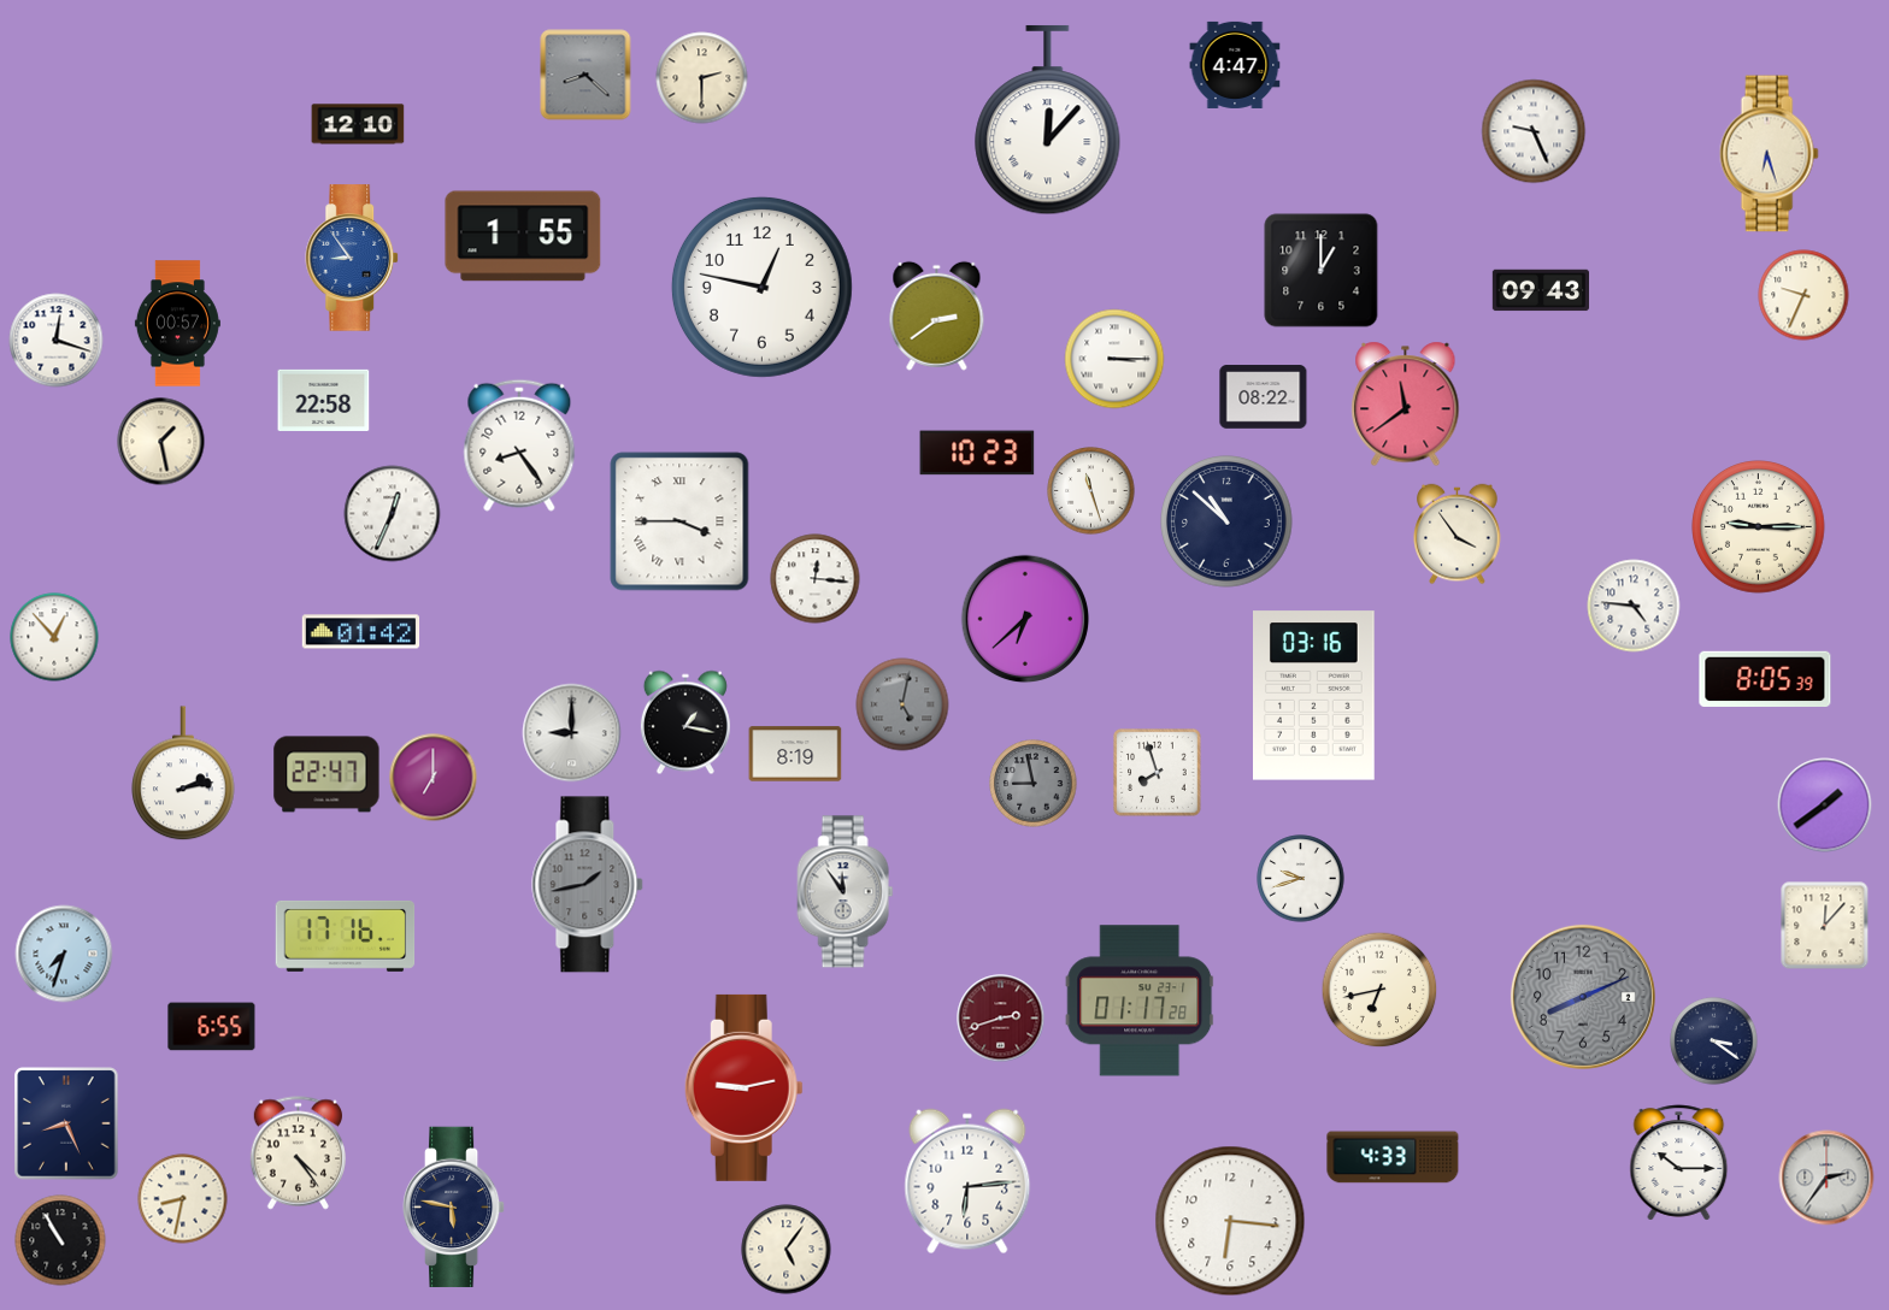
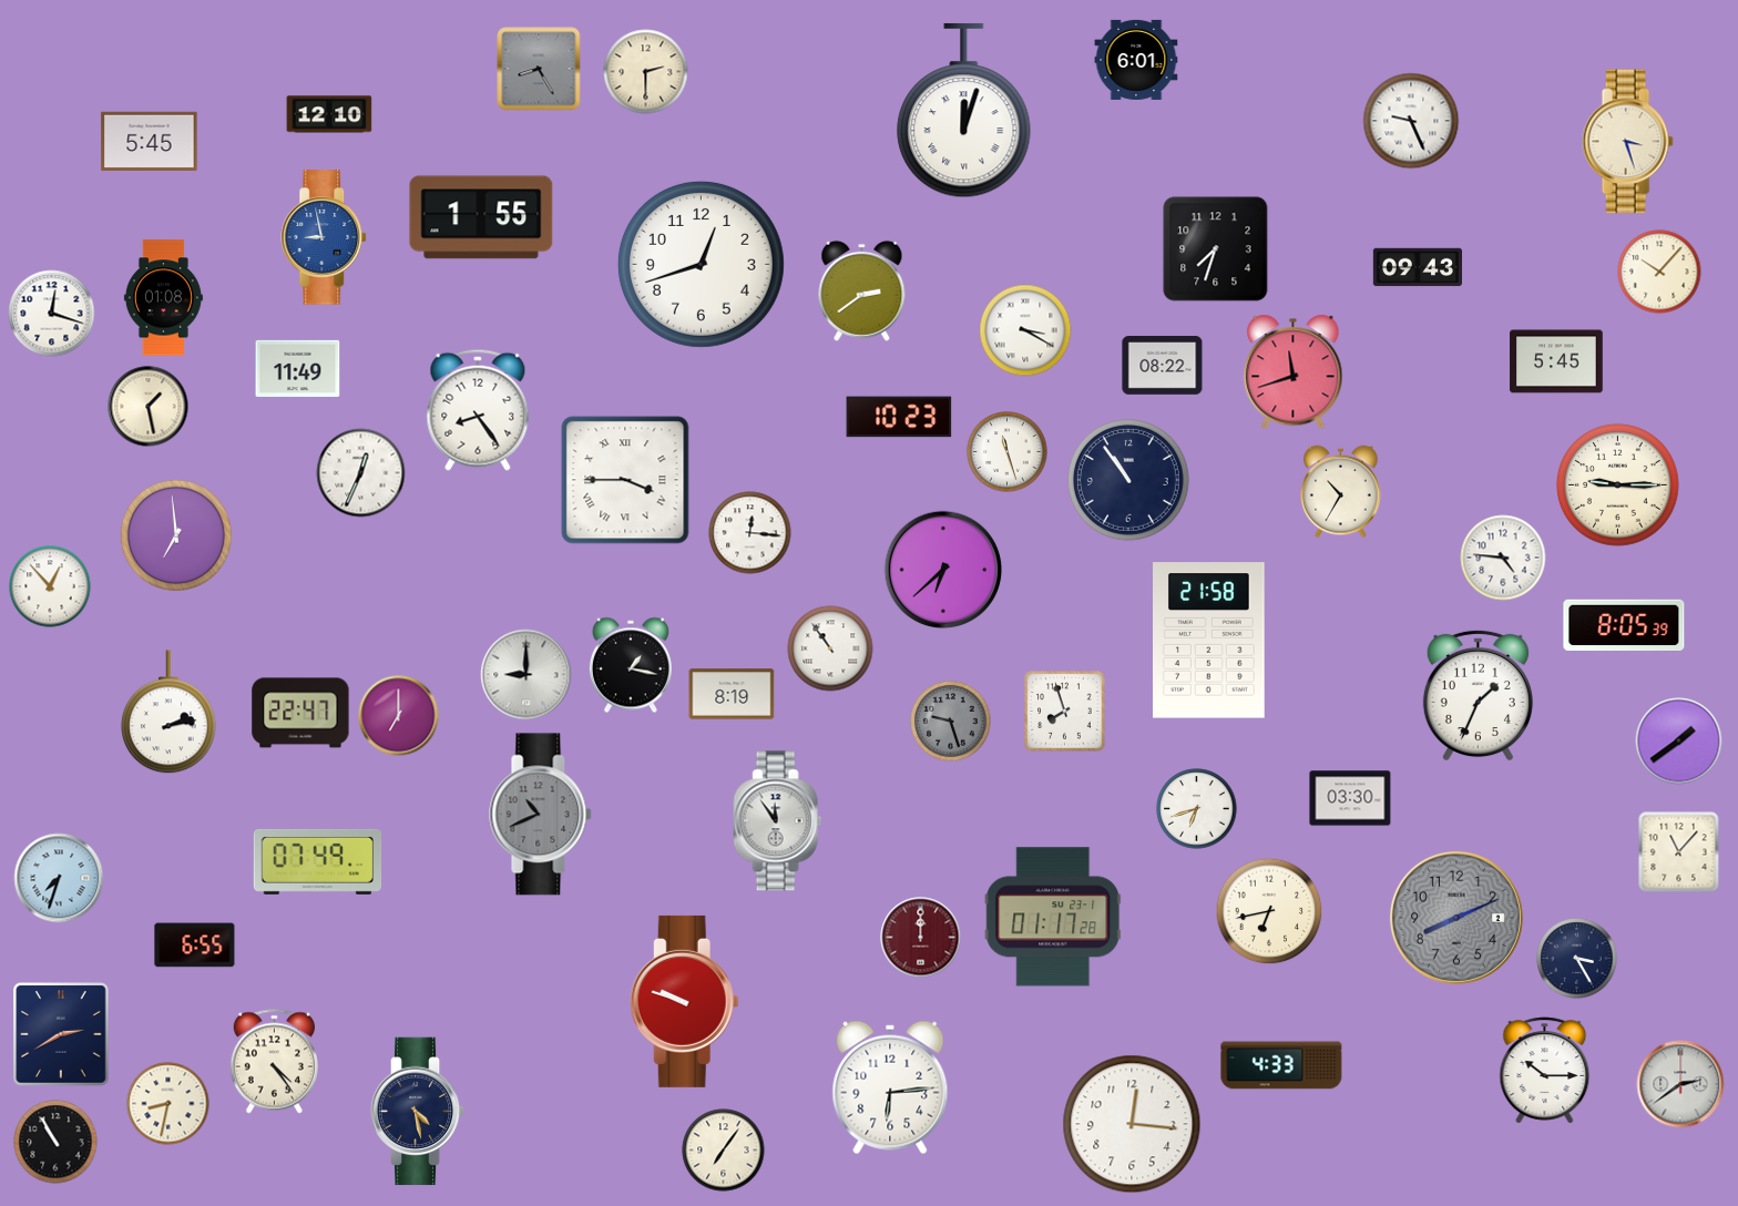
clock at (1235, 65): 4:47 -> 6:01
clock at (585, 75): 8:22 -> 8:25
clock at (1048, 120): 12:07 -> 12:03
clock at (150, 142): none -> 5:45
clock at (1769, 154): 6:27 -> 3:27
clock at (353, 258): 8:54 -> 8:58
clock at (1322, 271): 1:00 -> 7:33
clock at (761, 287): 12:47 -> 12:42
clock at (1803, 295): 9:34 -> 10:07
clock at (177, 324): 00:57 -> 01:08
clock at (1114, 359): 3:15 -> 3:20
clock at (1556, 361): none -> 5:45
clock at (324, 400): 22:58 -> 11:49
clock at (1406, 405): 11:39 -> 11:42
clock at (1091, 491) position: (1091, 491) -> (1008, 452)
clock at (1228, 523): 10:52 -> 10:54
clock at (1458, 535): 3:54 -> 10:35
clock at (175, 534): none -> 6:59
clock at (361, 632): 01:42 -> none
clock at (1314, 696): 03:16 -> 21:58
clock at (902, 704): 5:02 -> 10:54
clock at (902, 704) dial: grey -> white
clock at (1478, 694): none -> 1:34
clock at (1034, 784): 8:58 -> 9:27
clock at (1350, 798): none -> 03:30
clock at (1301, 879): 9:42 -> 6:42
clock at (588, 885): 1:43 -> 10:41
clock at (1825, 926): 12:07 -> 11:07
clock at (346, 936): 17:16 -> 07:49
clock at (1140, 1001) position: (1140, 1001) -> (1053, 917)
clock at (1001, 1019): 2:42 -> 12:00
clock at (1714, 1041): 3:21 -> 3:25
clock at (743, 1087): 9:13 -> 9:48
clock at (66, 1123): 8:26 -> 2:40
clock at (1826, 1178): 2:36 -> 2:39
clock at (454, 1208): 5:47 -> 4:28
clock at (1230, 1221): 6:16 -> 12:16
clock at (787, 1250): 5:06 -> 7:06
